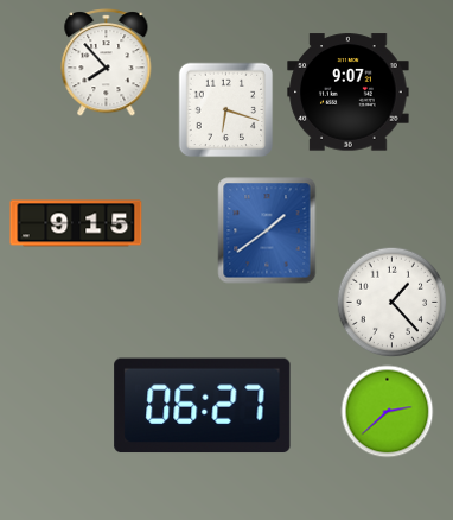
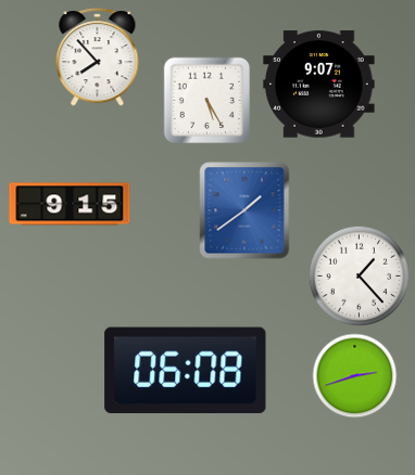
clock at (226, 110): 6:18 -> 5:25
clock at (203, 406): 06:27 -> 06:08
clock at (388, 412): 2:38 -> 2:42
